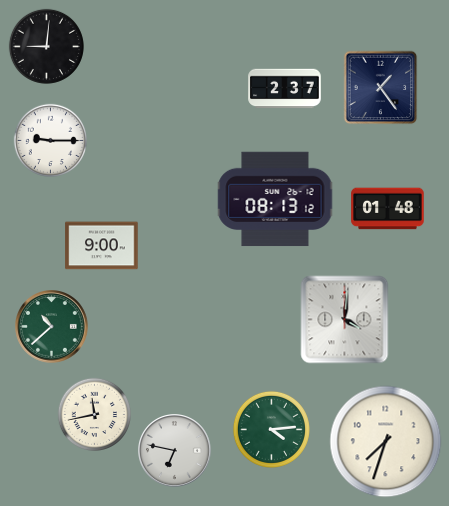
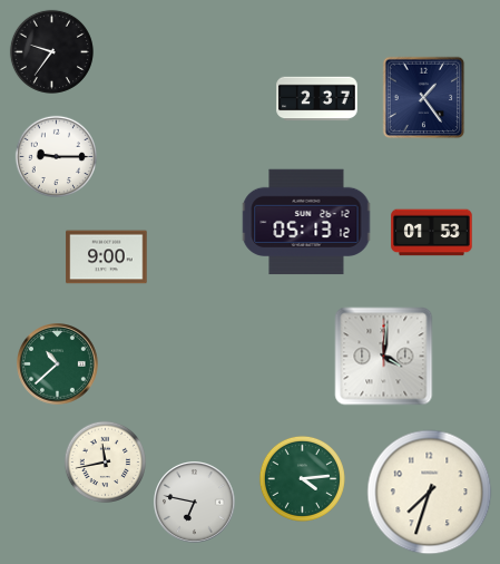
clock at (46, 46): 9:01 -> 9:36
clock at (275, 199): 08:13 -> 05:13
clock at (388, 209): 01:48 -> 01:53
clock at (102, 246) position: (102, 246) -> (107, 257)
